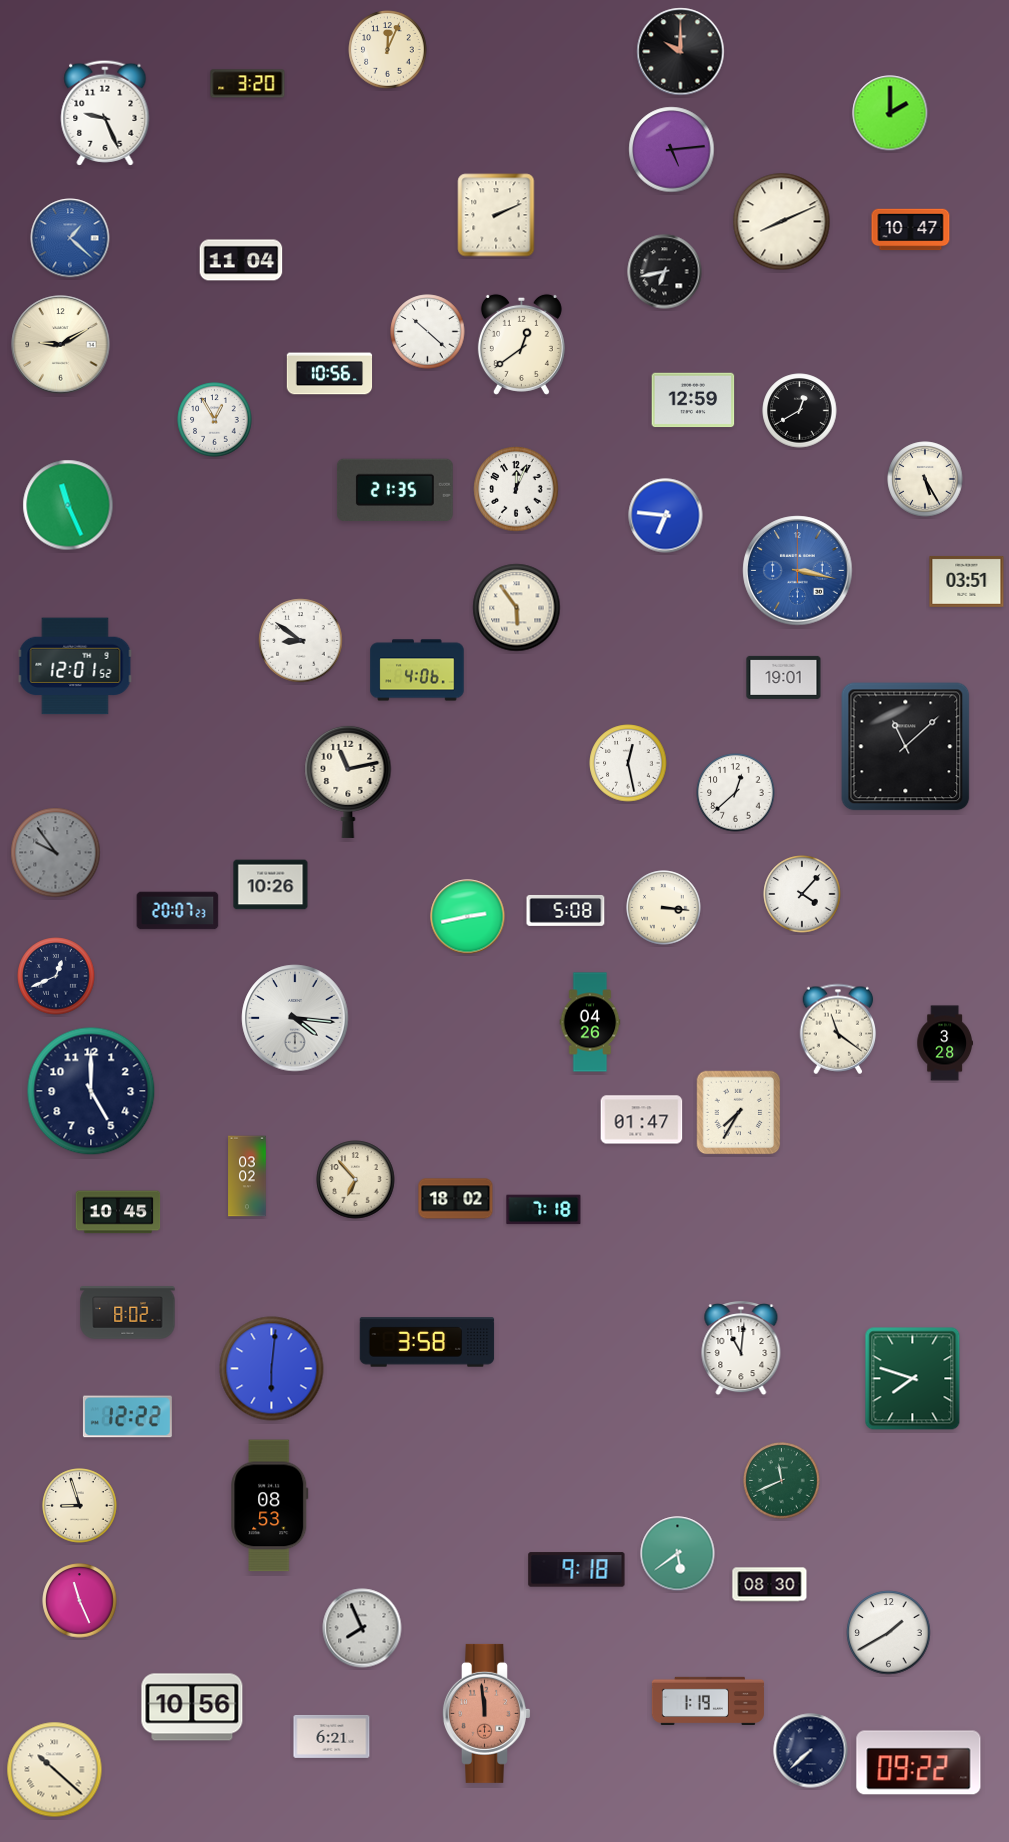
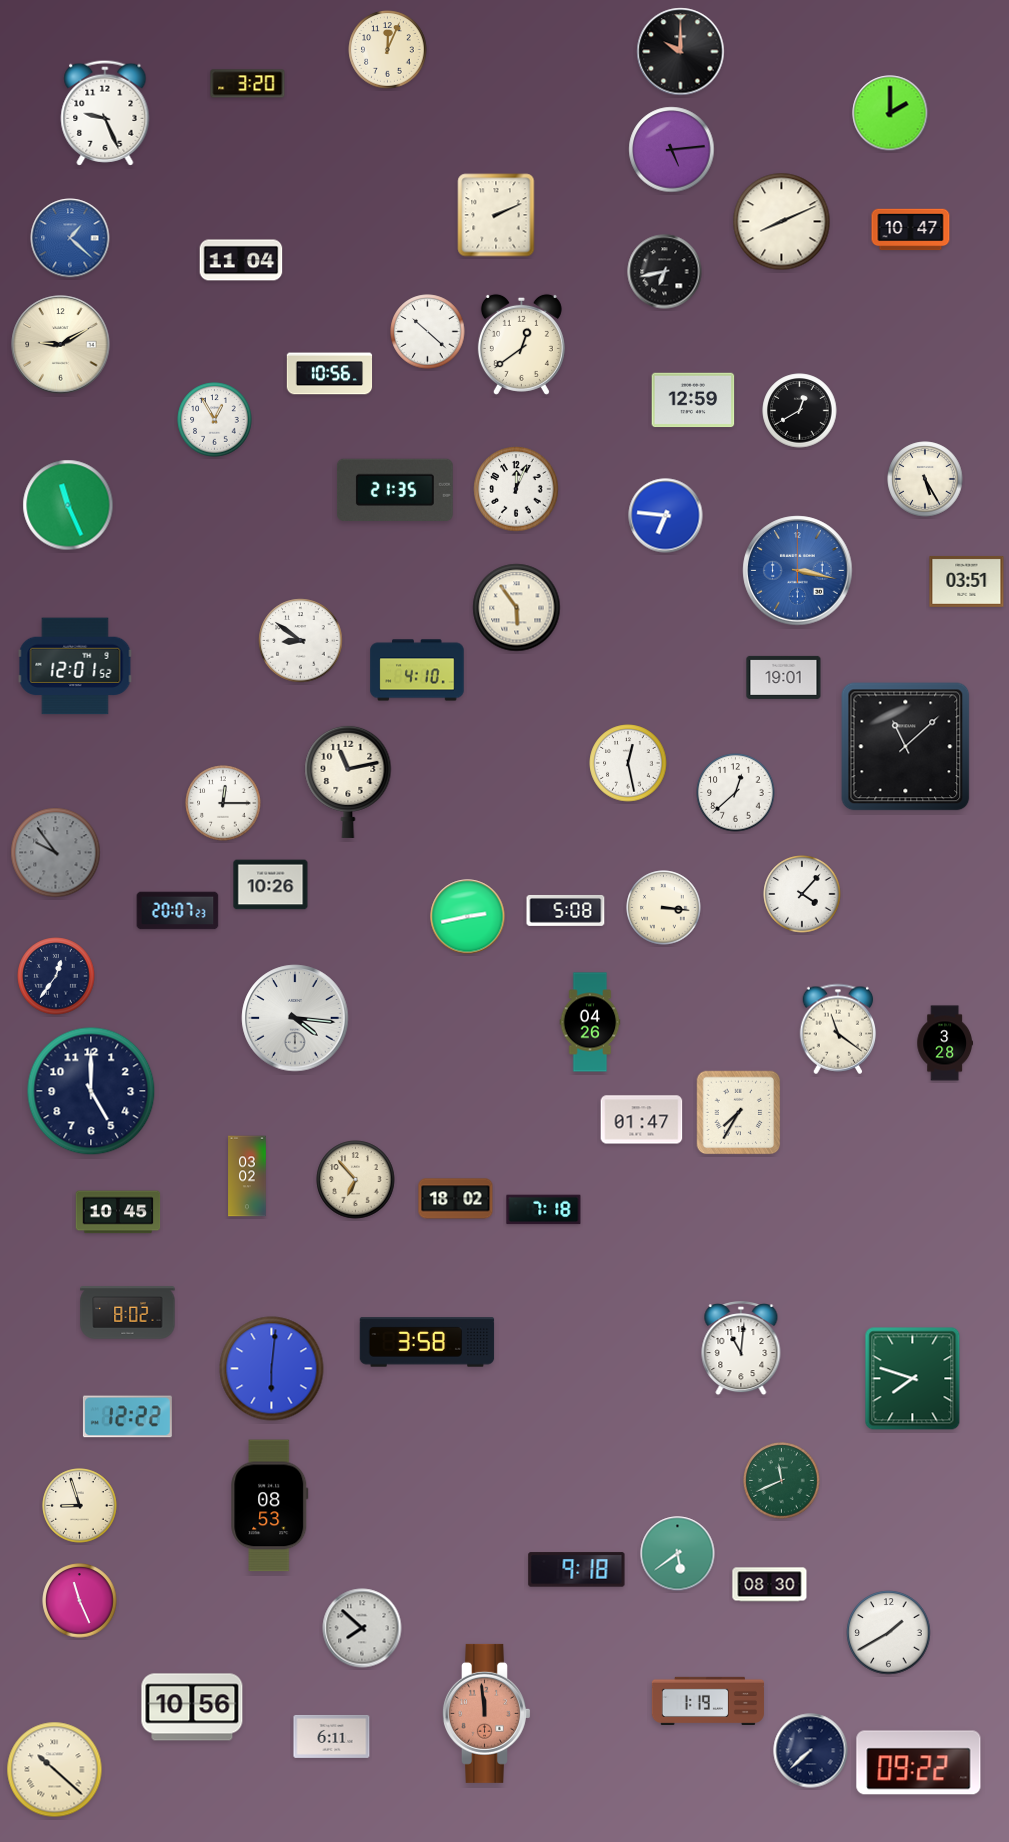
clock at (417, 670): 4:06 -> 4:10
clock at (223, 803): none -> 12:15
clock at (56, 976): 12:41 -> 12:36
clock at (362, 1628): 7:56 -> 7:52
clock at (332, 1736): 6:21 -> 6:11
